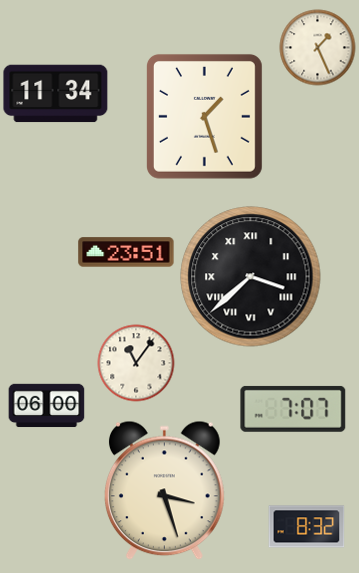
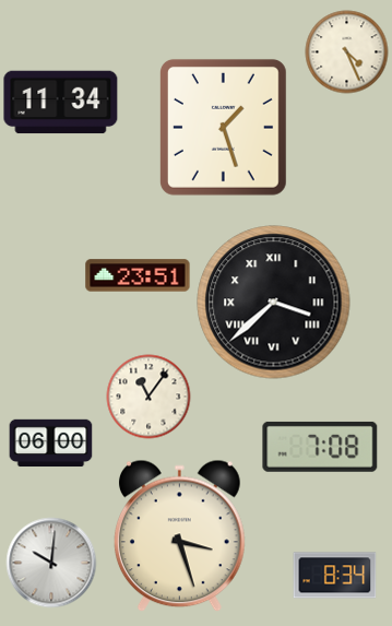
clock at (318, 48): 1:26 -> 4:26
clock at (293, 409): 7:07 -> 7:08
clock at (51, 563): none -> 10:01
clock at (307, 527): 8:32 -> 8:34
